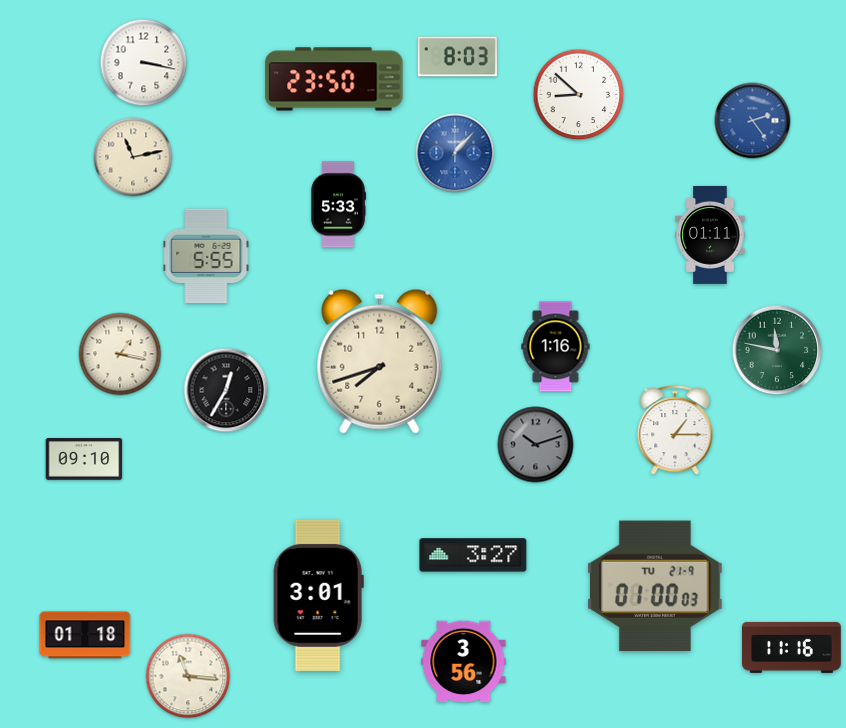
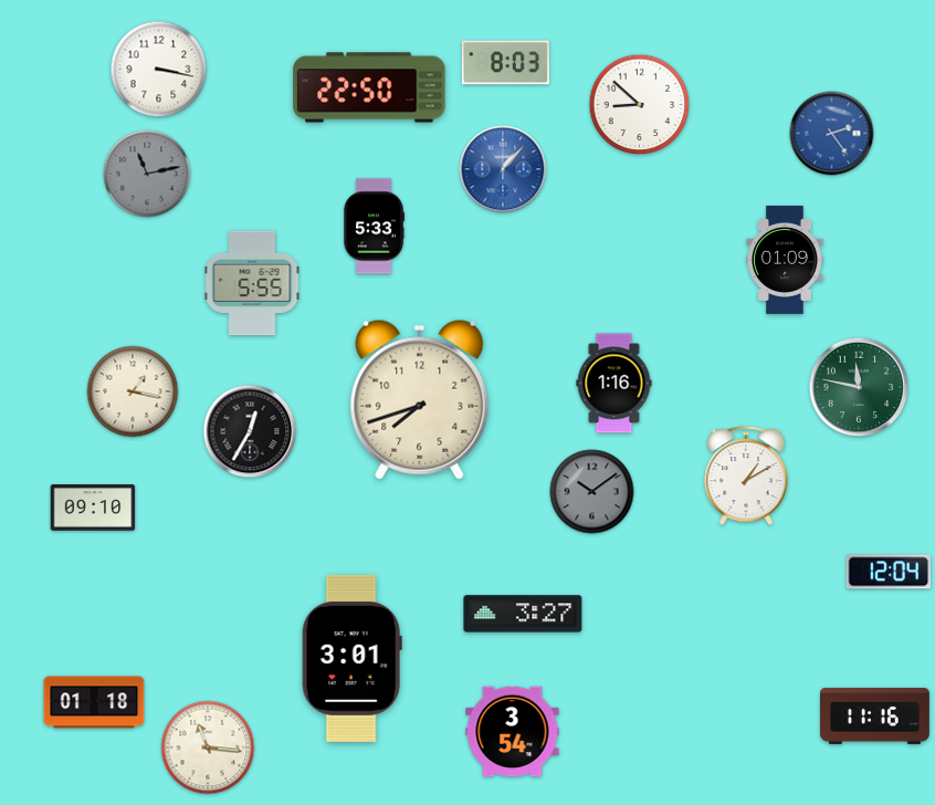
clock at (334, 79): 23:50 -> 22:50
clock at (133, 157) dial: cream -> grey
clock at (710, 235): 01:11 -> 01:09
clock at (206, 256) position: (206, 256) -> (252, 283)
clock at (675, 431): 1:15 -> 1:10
clock at (536, 445): 10:12 -> 10:09
clock at (889, 572): none -> 12:04
clock at (656, 586): 01:00 -> none
clock at (464, 662): 3:56 -> 3:54
